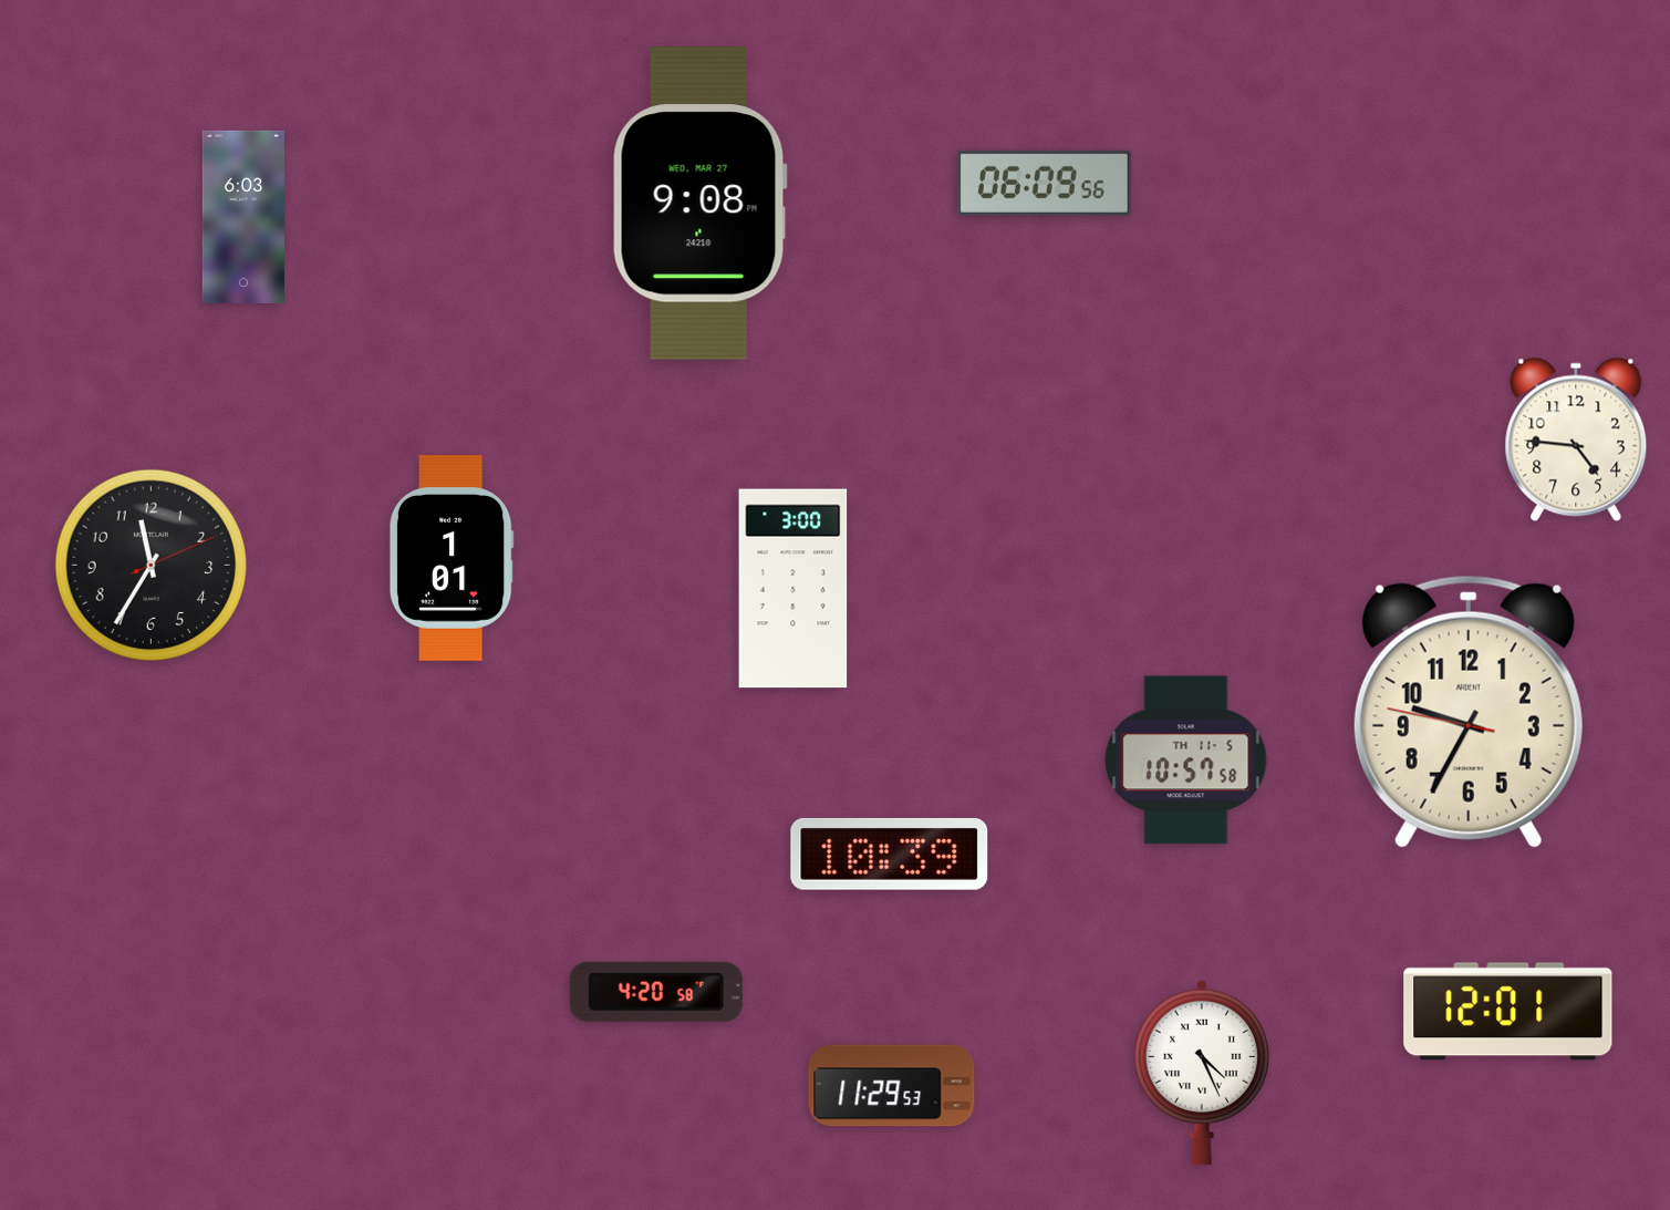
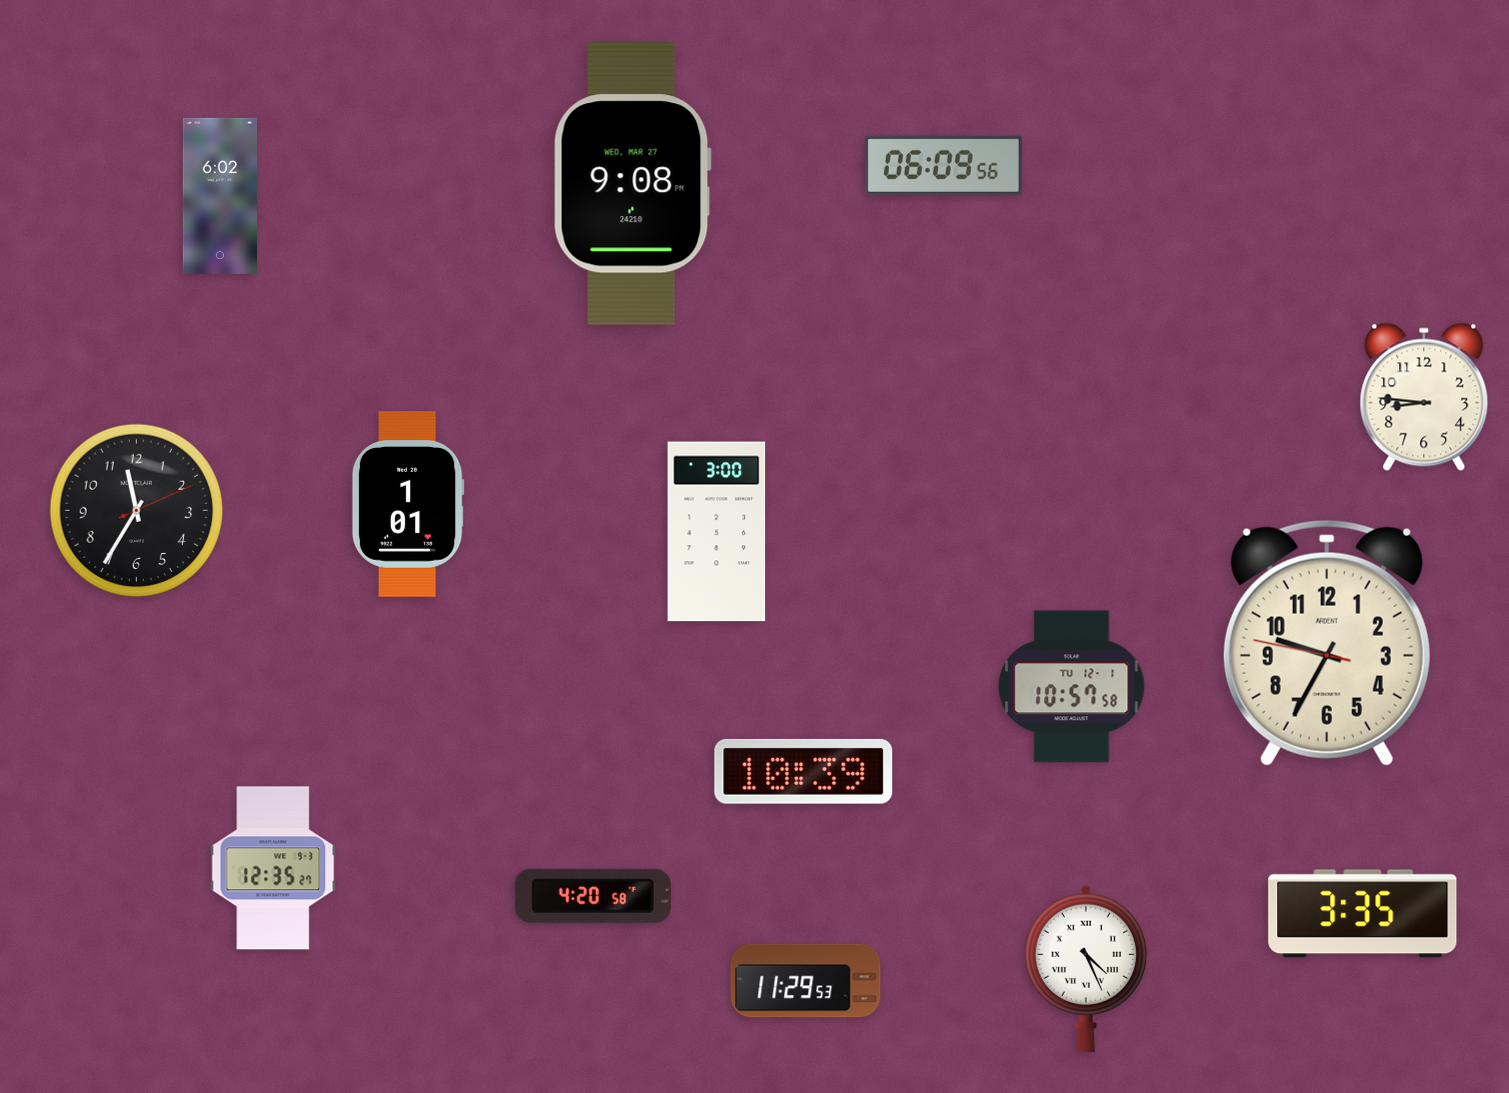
clock at (243, 217): 6:03 -> 6:02
clock at (1576, 439): 4:46 -> 8:46
clock at (1186, 761) date: TH 11-5 -> TU 12-1
clock at (273, 868): none -> 12:35
clock at (1508, 1012): 12:01 -> 3:35
